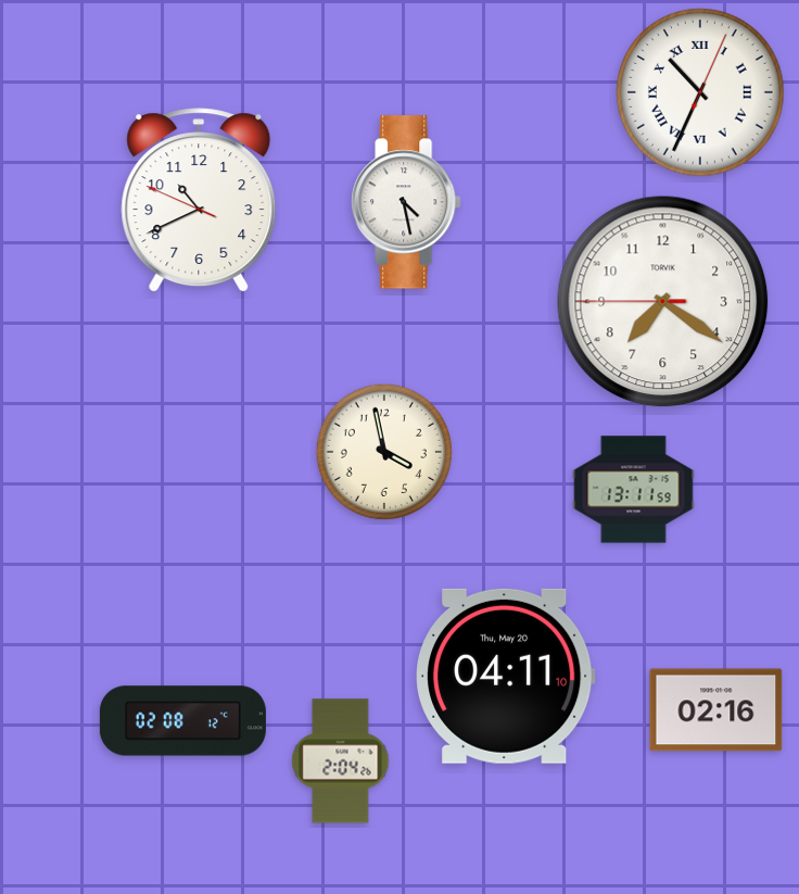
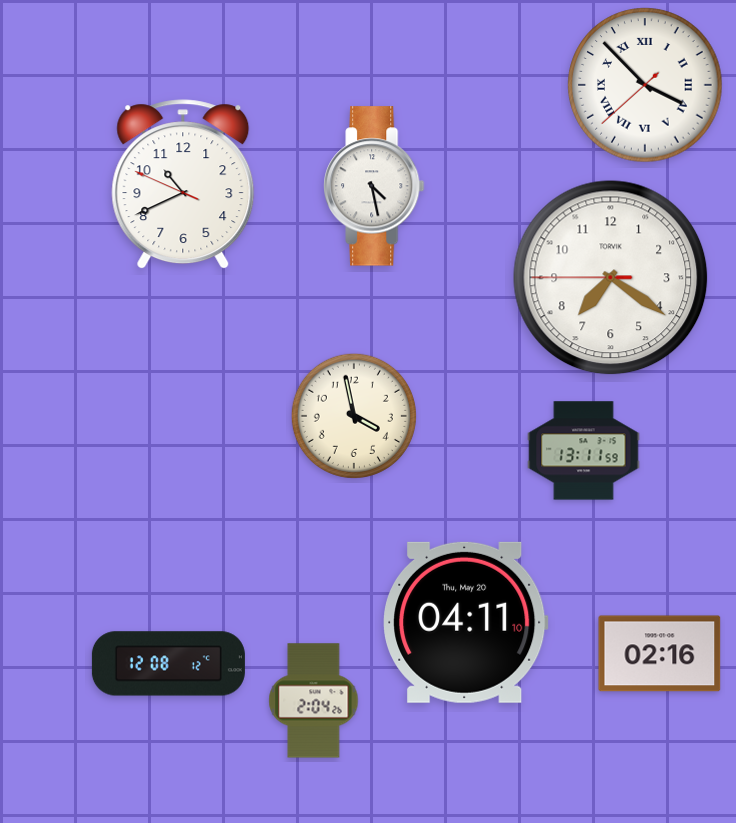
clock at (700, 92): 10:34 -> 3:52
clock at (182, 721): 02:08 -> 12:08
